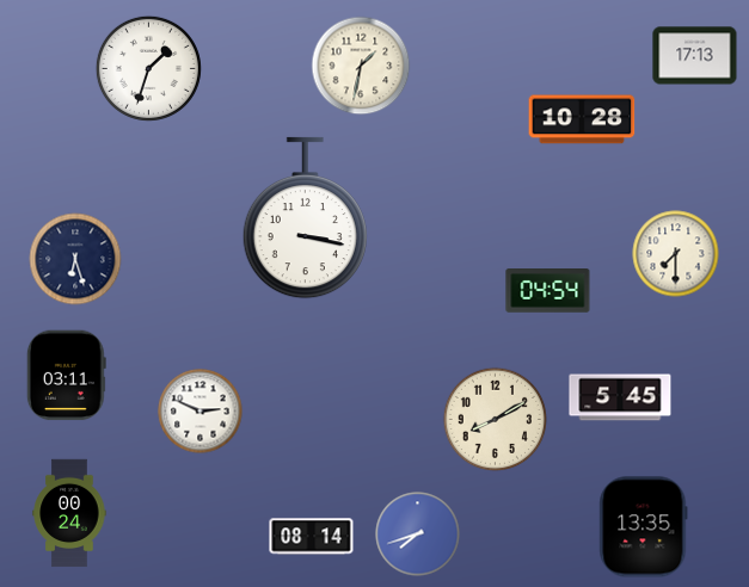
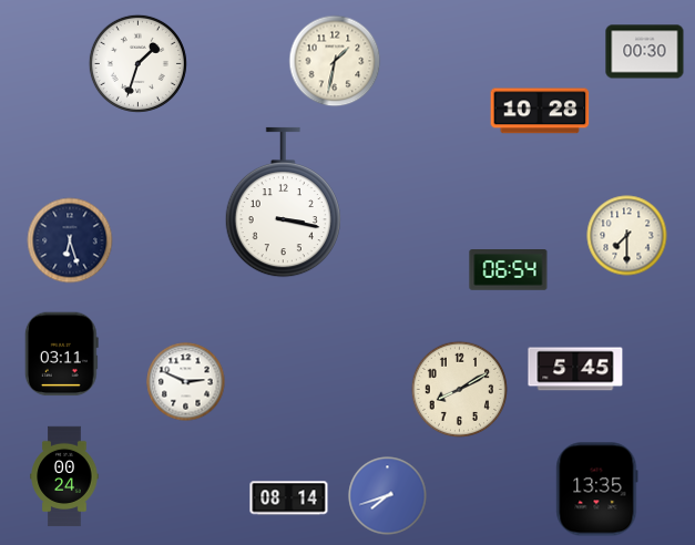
clock at (695, 56): 17:13 -> 00:30
clock at (548, 291): 04:54 -> 06:54
clock at (66, 376) position: (66, 376) -> (61, 354)
